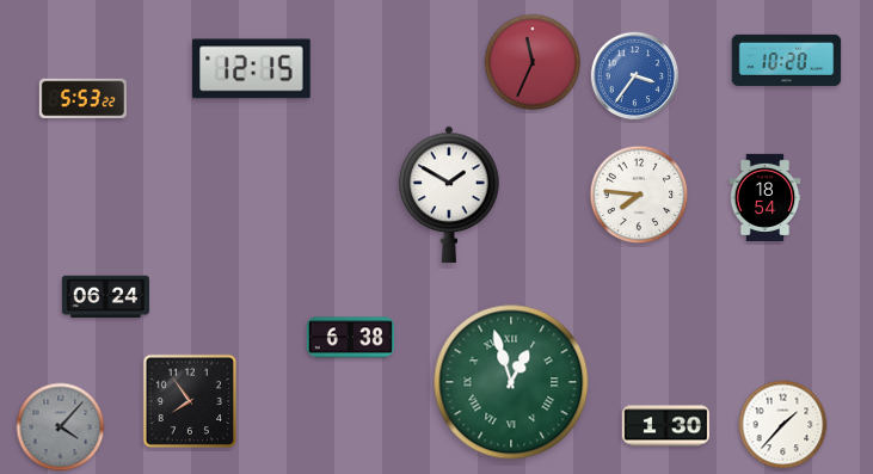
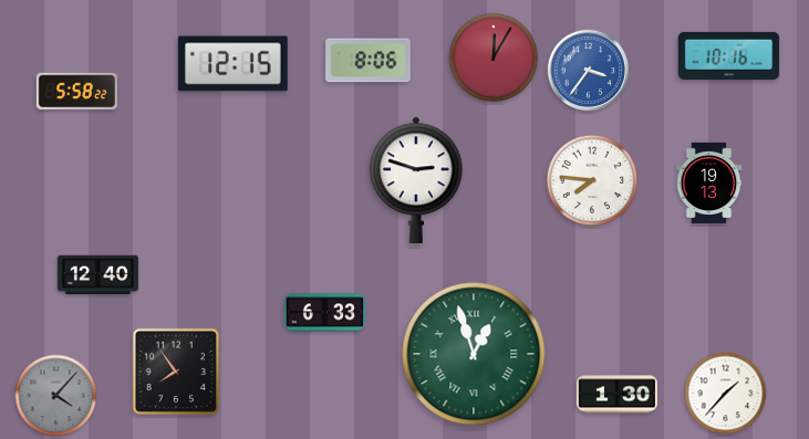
clock at (787, 60): 10:20 -> 10:16
clock at (533, 62): 11:34 -> 12:05
clock at (369, 61): none -> 8:06
clock at (82, 98): 5:53 -> 5:58
clock at (449, 193): 1:50 -> 2:48
clock at (766, 197): 18:54 -> 19:13
clock at (105, 297): 06:24 -> 12:40
clock at (350, 338): 6:38 -> 6:33
